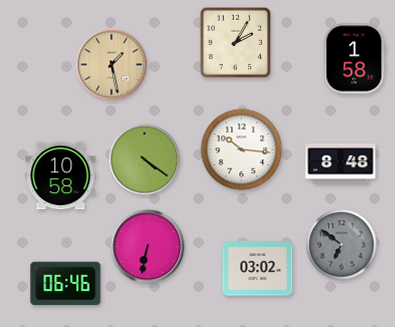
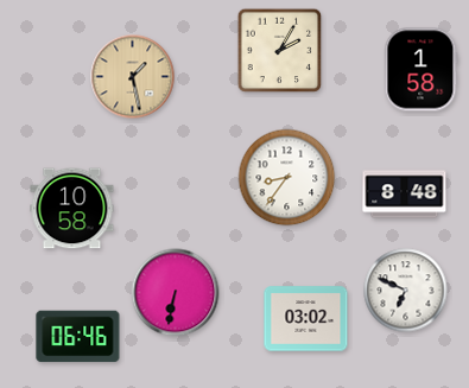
clock at (242, 150): 10:16 -> 8:36
clock at (145, 160): 4:21 -> none
clock at (342, 245): 6:51 -> 6:49
clock at (342, 245) dial: grey -> white
